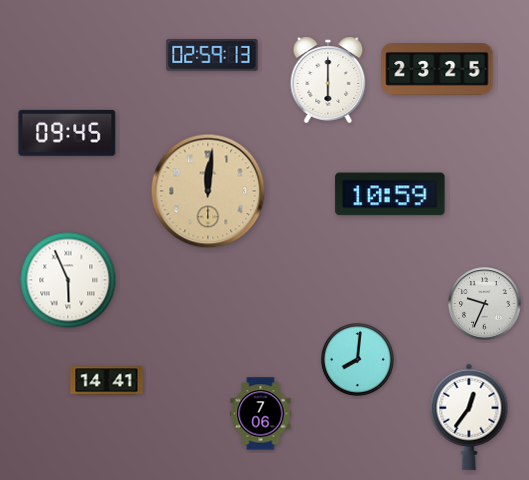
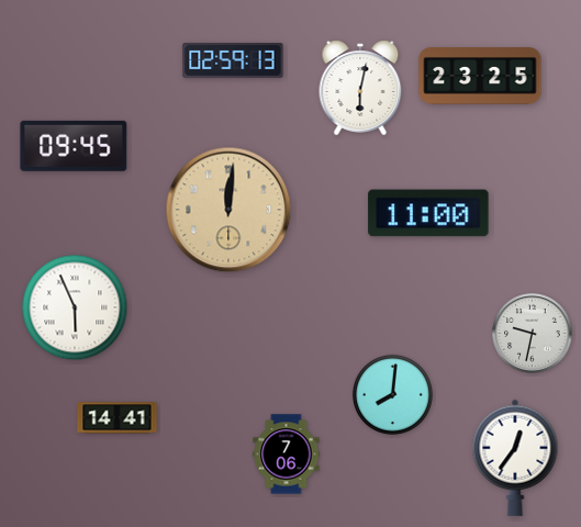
clock at (328, 80): 6:00 -> 6:02
clock at (390, 194): 10:59 -> 11:00
clock at (485, 304): 9:34 -> 9:32
